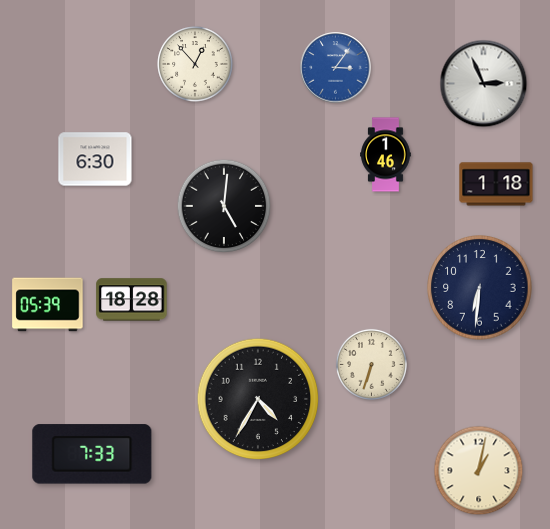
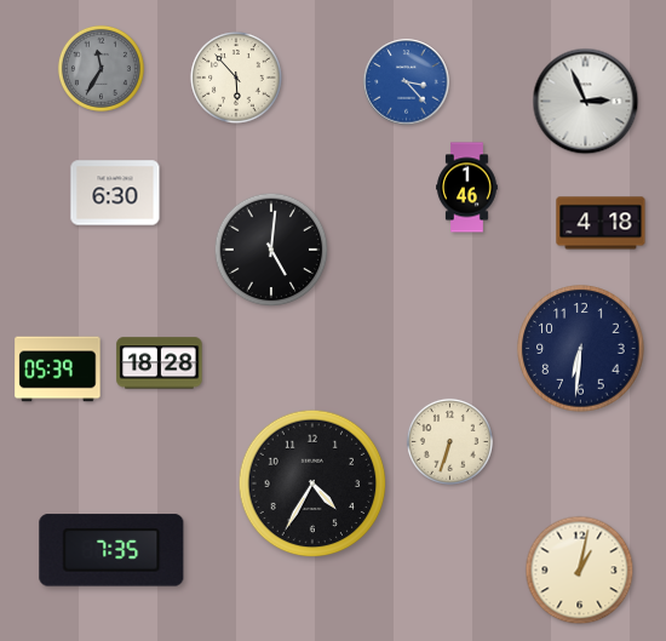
clock at (101, 68): none -> 11:35
clock at (195, 64): 12:53 -> 5:53
clock at (336, 68): 3:06 -> 3:23
clock at (496, 184): 1:18 -> 4:18
clock at (92, 454): 7:33 -> 7:35
